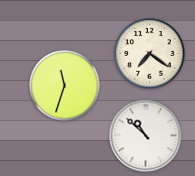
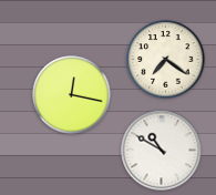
clock at (65, 86): 11:33 -> 12:17
clock at (146, 136): 10:52 -> 10:50
